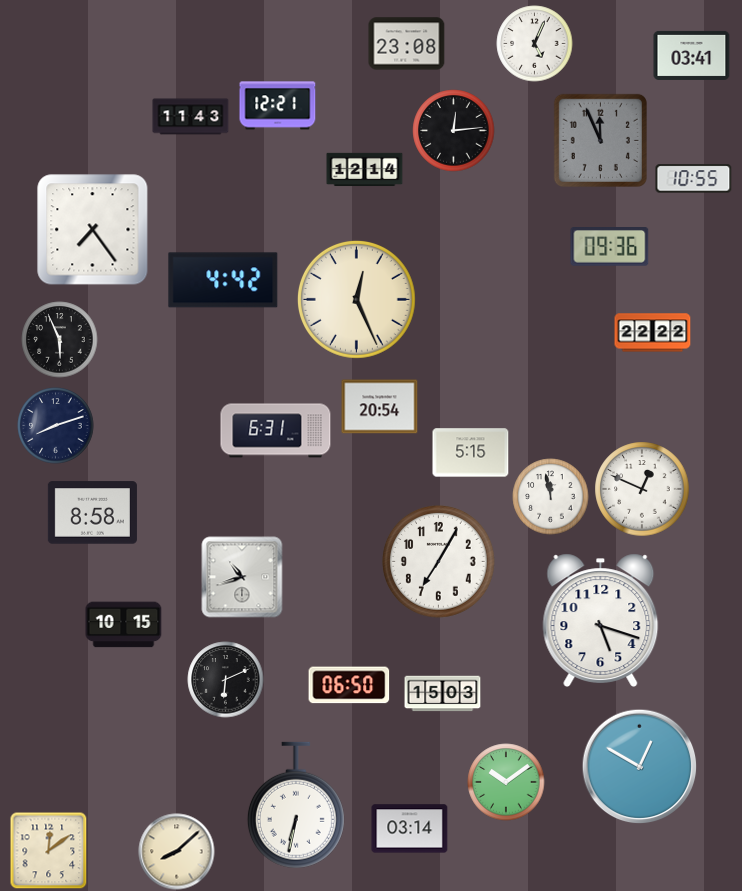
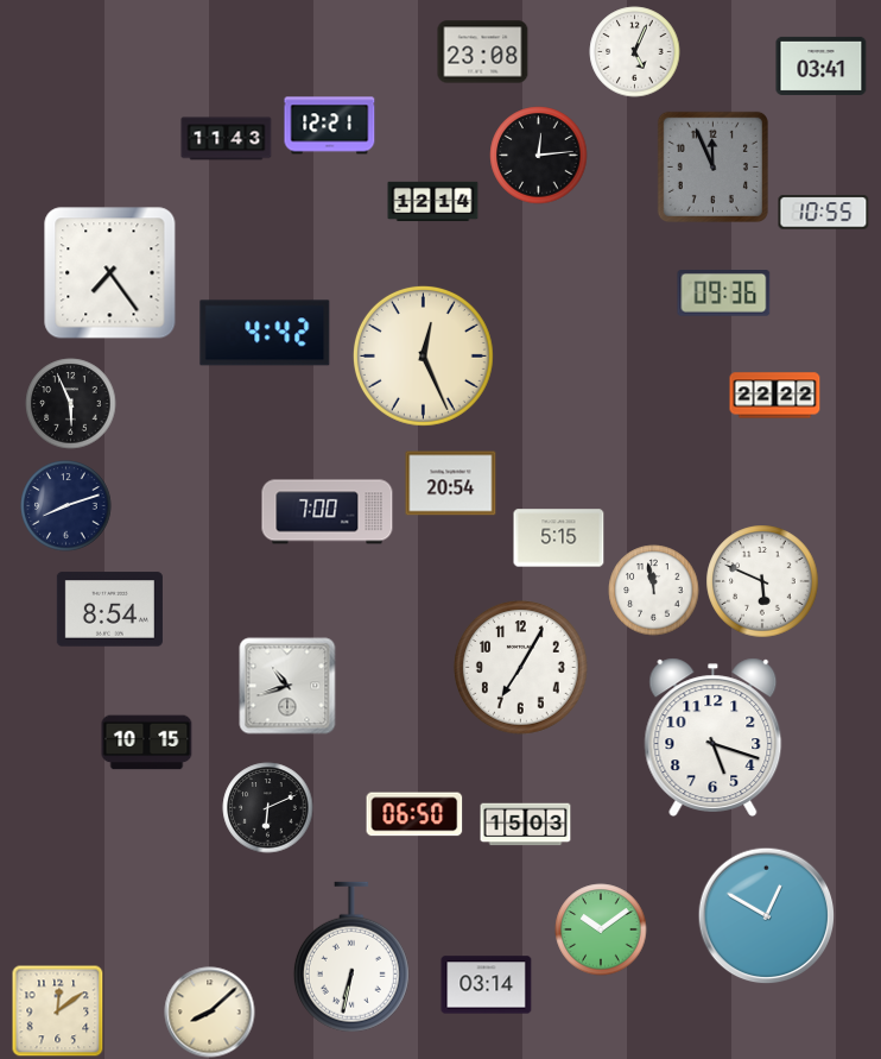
clock at (276, 431): 6:31 -> 7:00
clock at (642, 489): 12:49 -> 5:49
clock at (92, 513): 8:58 -> 8:54
clock at (640, 767) position: (640, 767) -> (767, 916)
